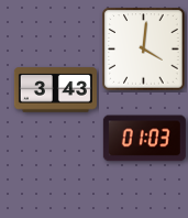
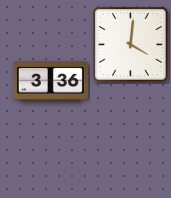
clock at (55, 90): 3:43 -> 3:36
clock at (144, 139): 01:03 -> none
